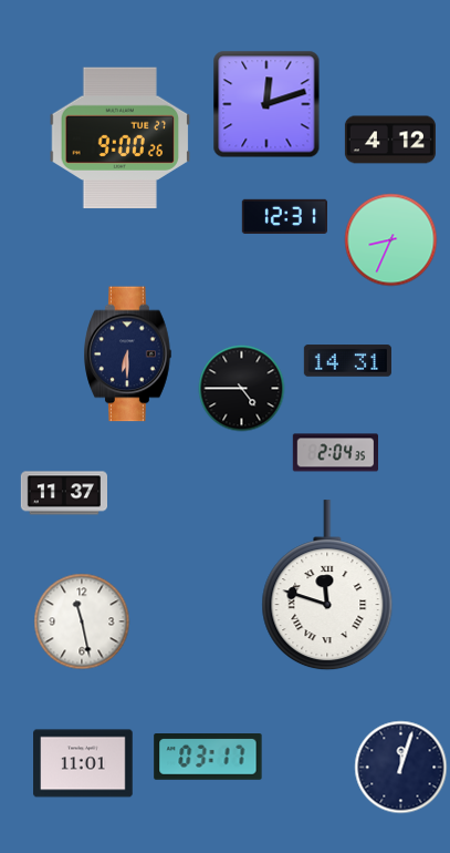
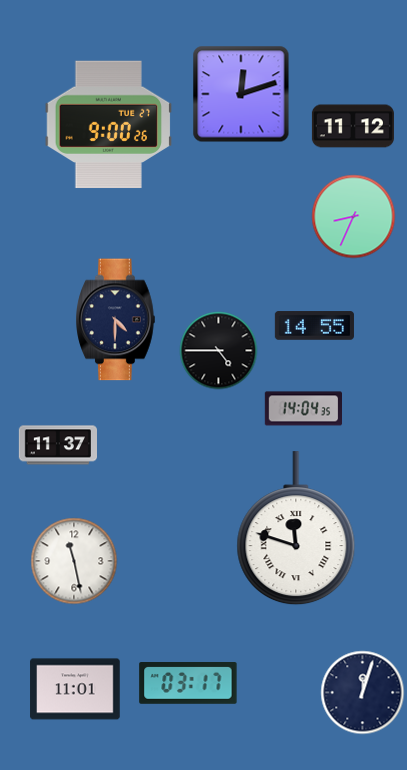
clock at (390, 140): 4:12 -> 11:12
clock at (284, 216): 12:31 -> none
clock at (128, 354): 6:30 -> 4:30
clock at (347, 361): 14:31 -> 14:55
clock at (335, 453): 2:04 -> 14:04
